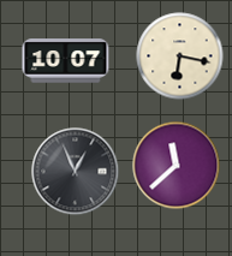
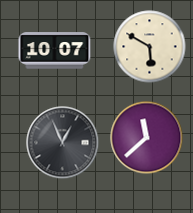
clock at (180, 56): 6:17 -> 5:50
